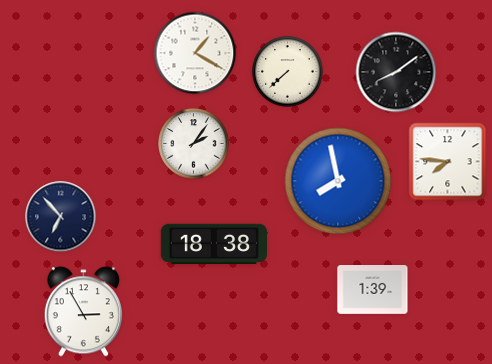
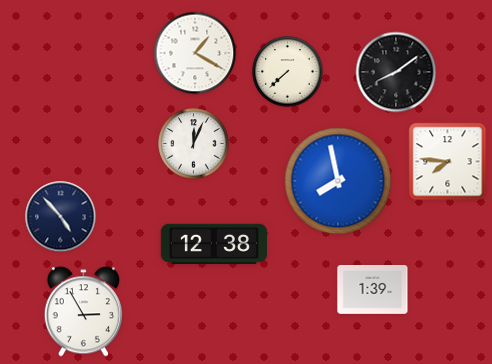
clock at (194, 144): 2:06 -> 12:04
clock at (61, 217): 6:53 -> 4:53
clock at (213, 243): 18:38 -> 12:38
